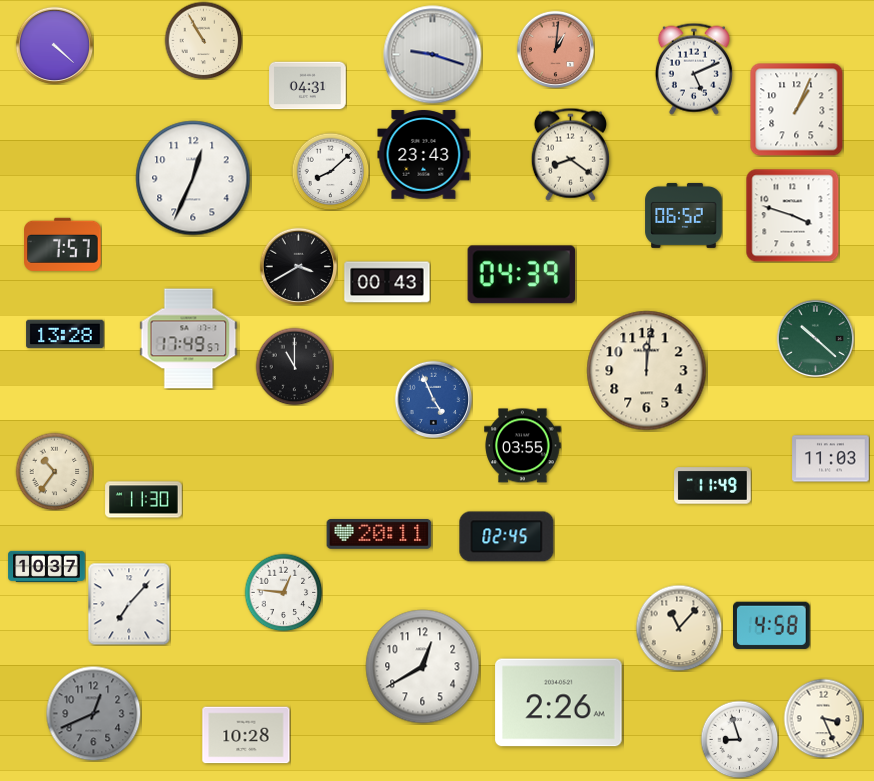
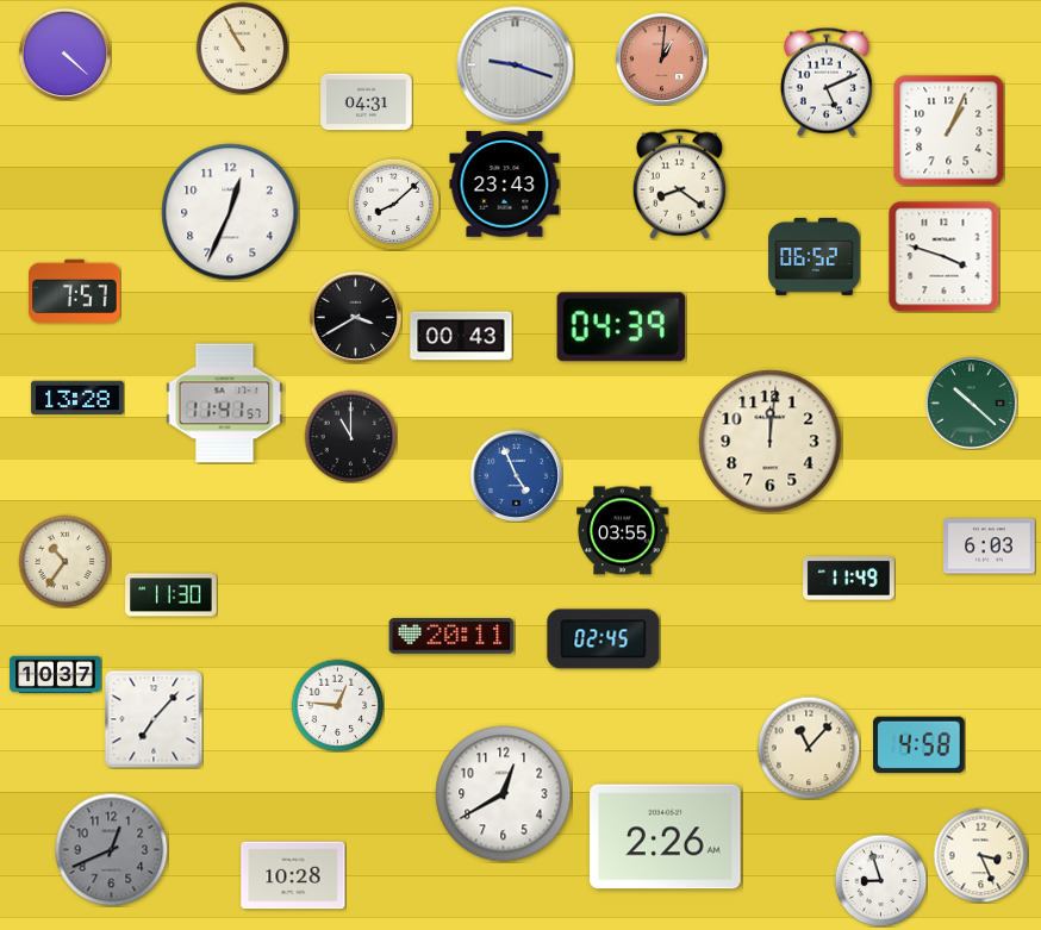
clock at (189, 339): 17:49 -> 11:41
clock at (831, 459): 11:03 -> 6:03
